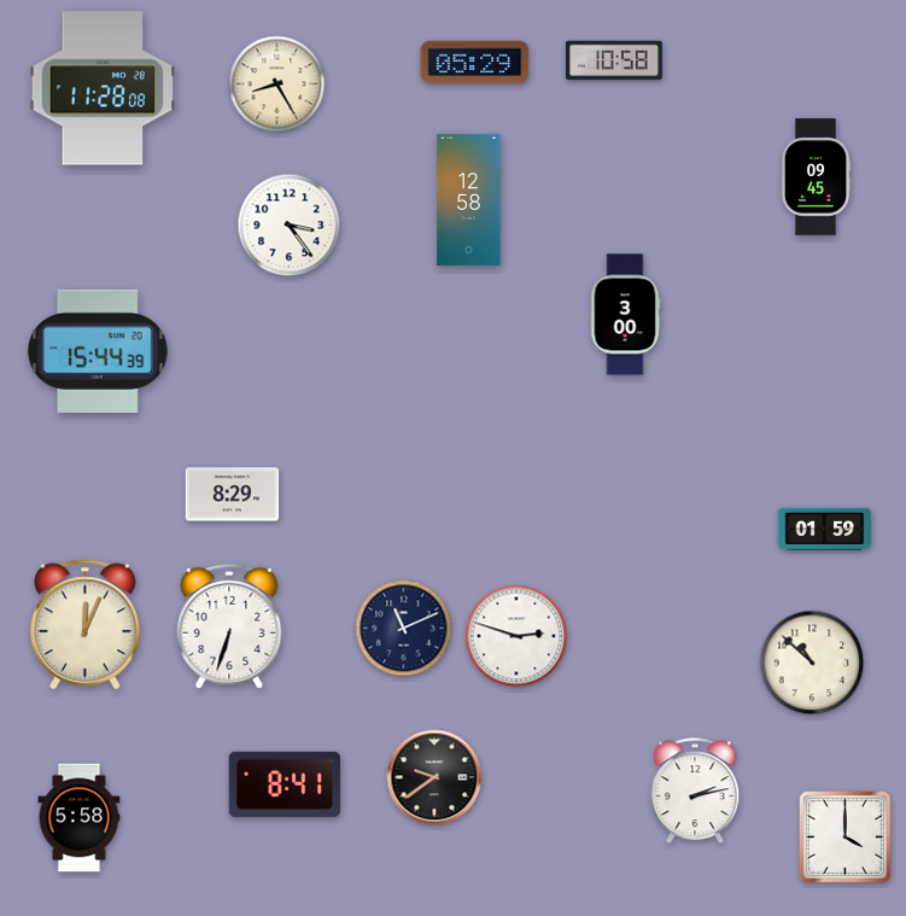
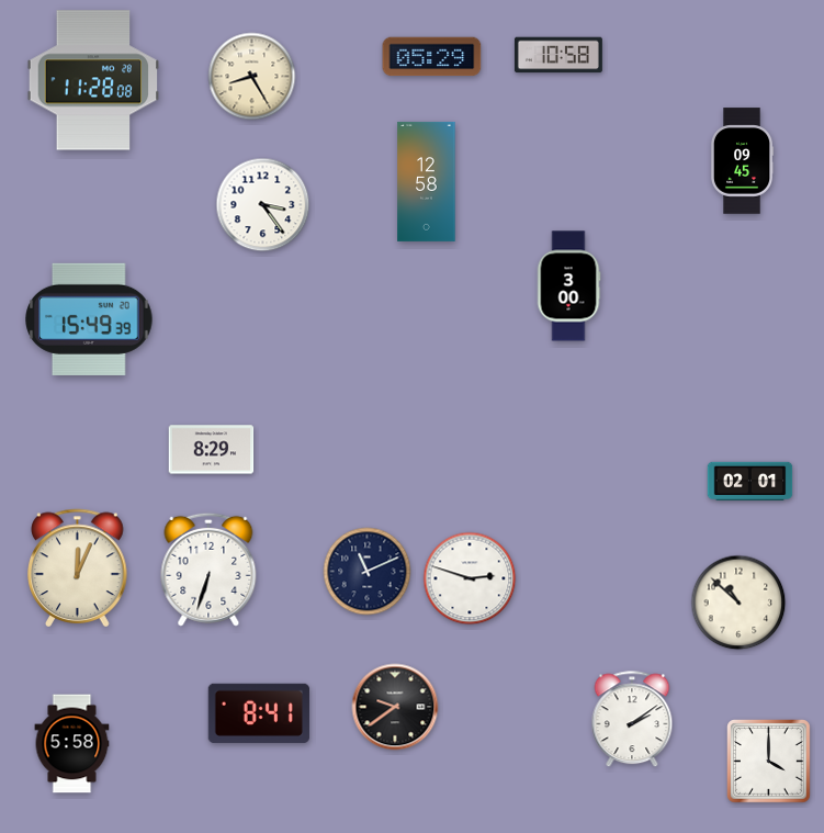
clock at (98, 351): 15:44 -> 15:49
clock at (825, 530): 01:59 -> 02:01
clock at (695, 792): 2:13 -> 2:09
